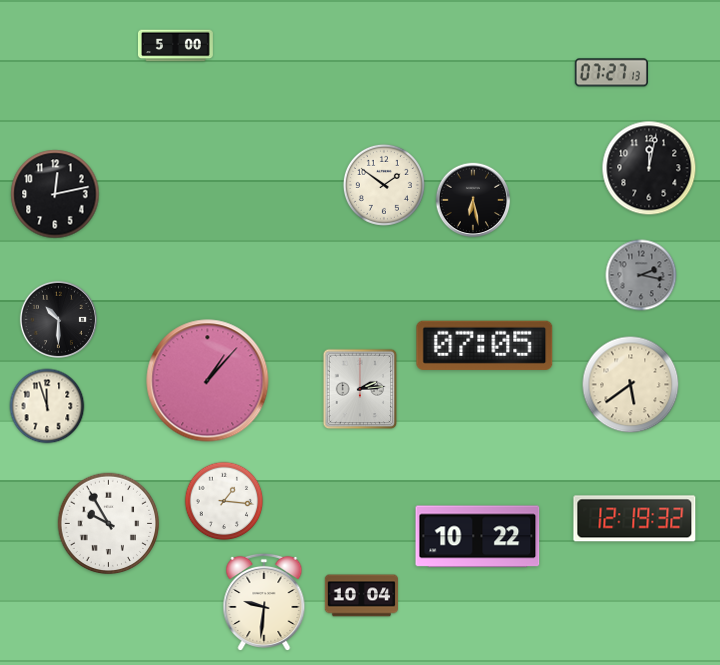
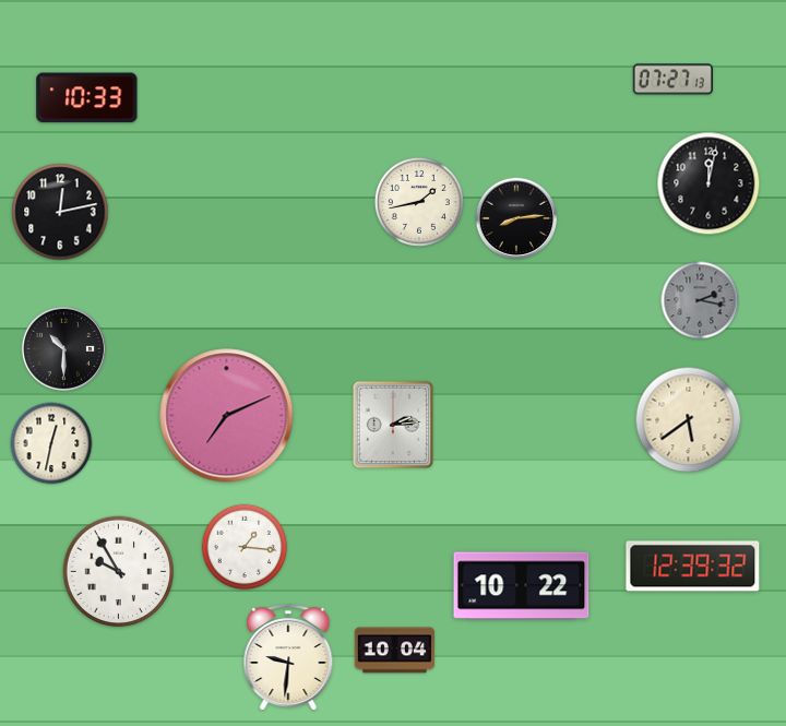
clock at (176, 46): 5:00 -> none
clock at (611, 73) position: (611, 73) -> (672, 80)
clock at (87, 98): none -> 10:33
clock at (384, 185): 1:51 -> 1:43
clock at (473, 200): 6:28 -> 8:14
clock at (485, 345): 07:05 -> none
clock at (208, 381): 1:07 -> 7:11
clock at (47, 406): 11:57 -> 12:32
clock at (635, 519): 12:19 -> 12:39
